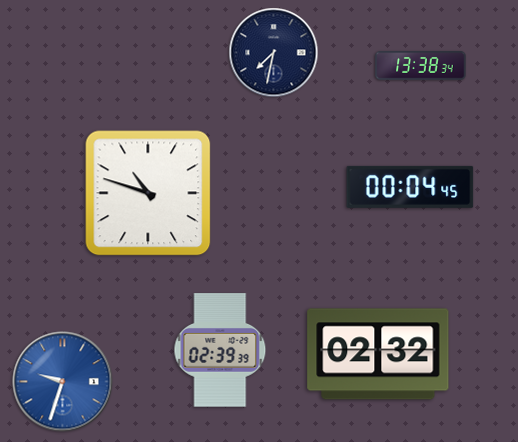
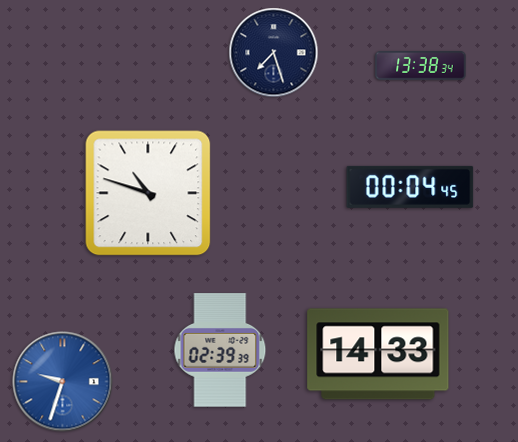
clock at (274, 53): 7:32 -> 7:27
clock at (378, 354): 02:32 -> 14:33
